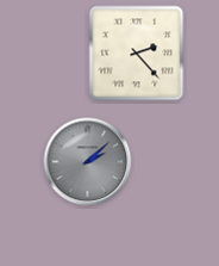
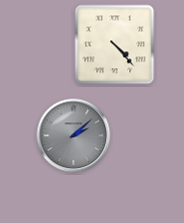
clock at (137, 54): 2:23 -> 4:23
